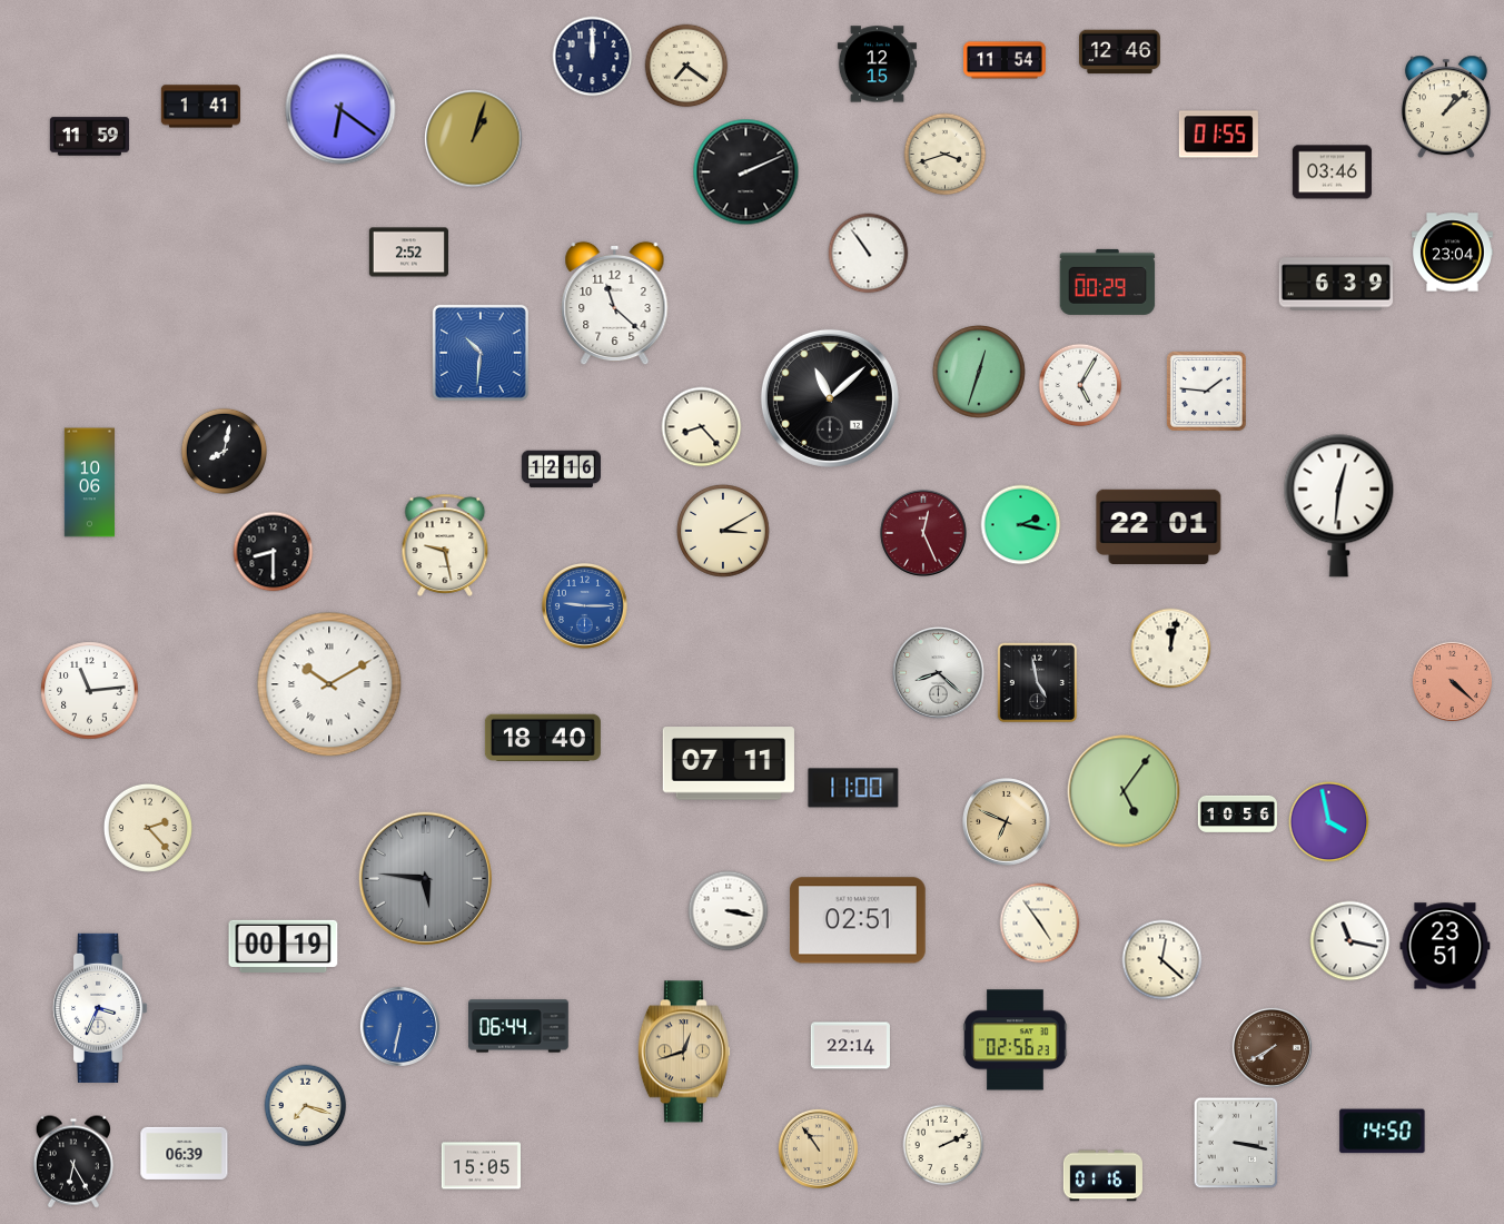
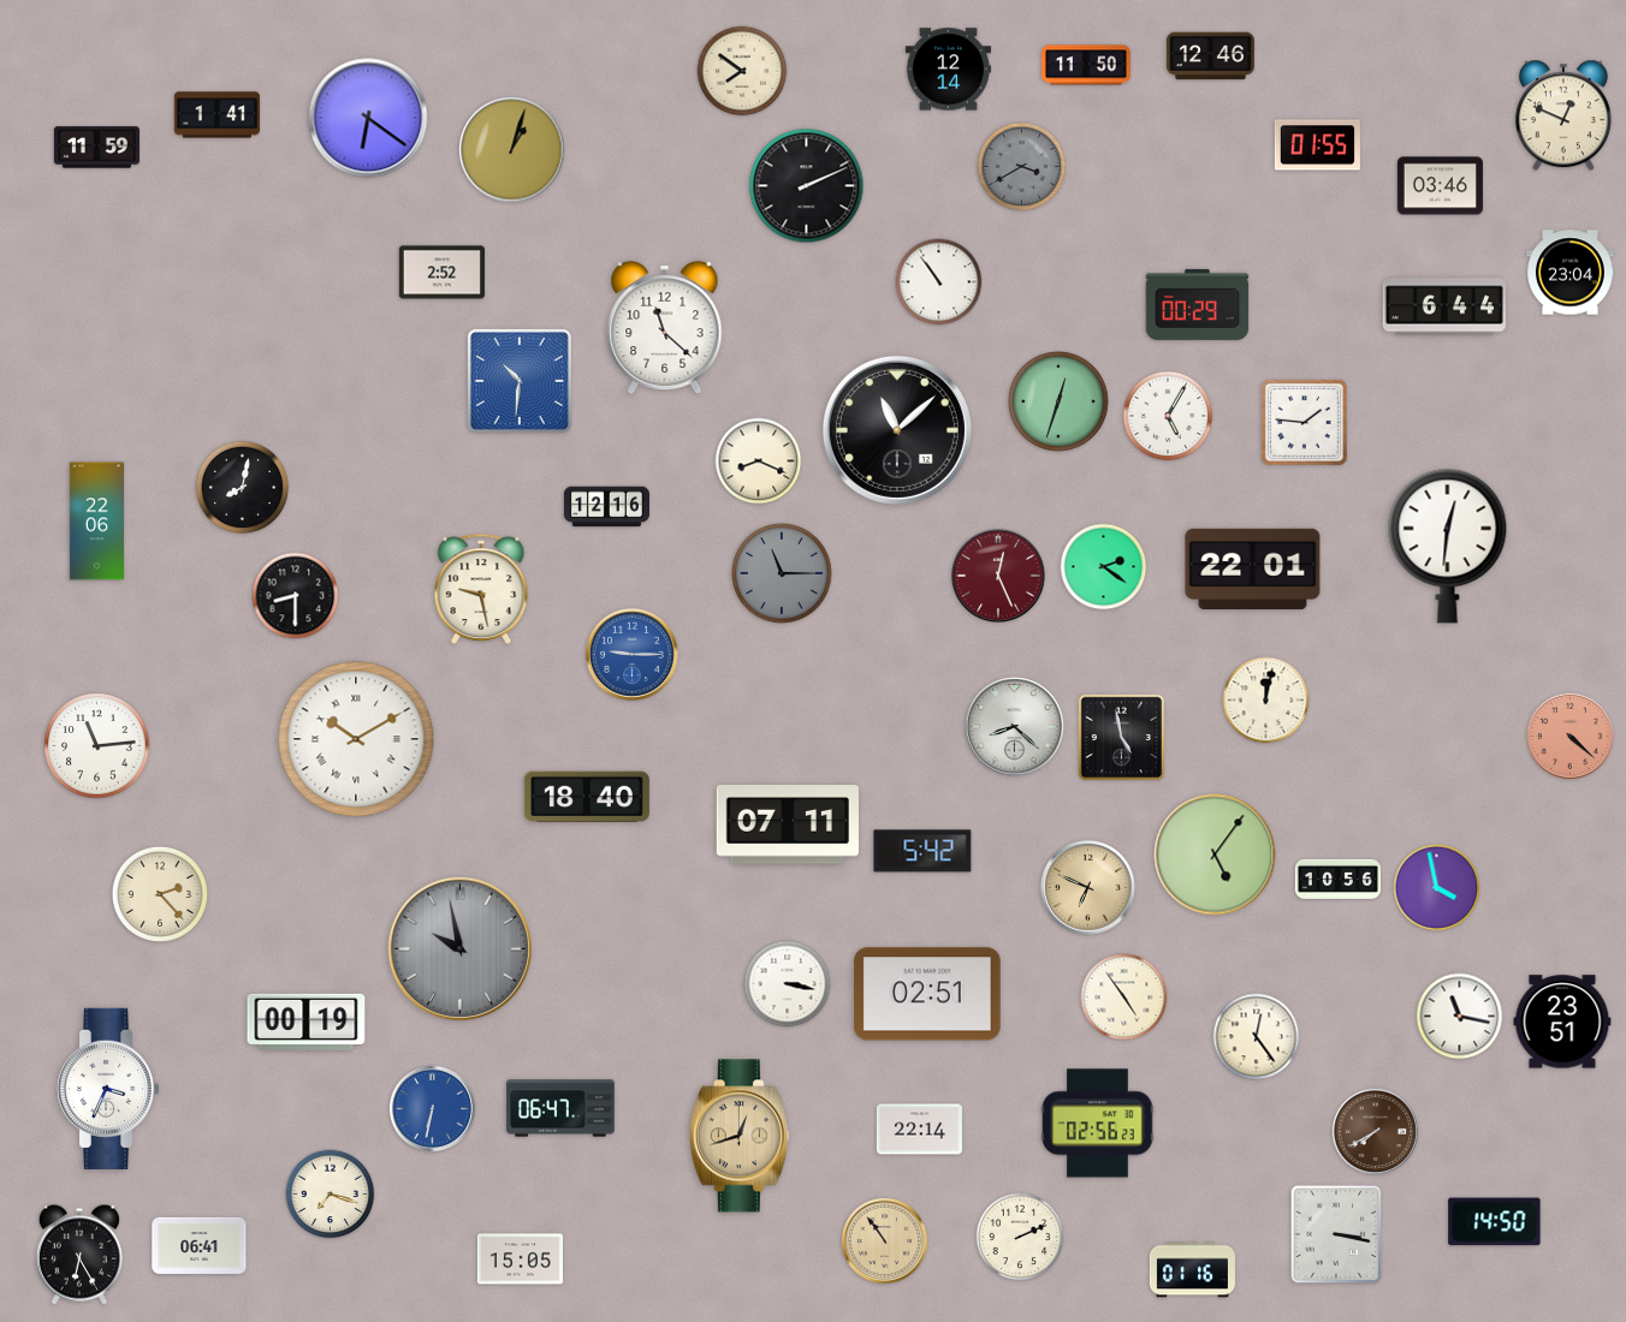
clock at (593, 57): 12:00 -> none
clock at (1005, 60): 11:54 -> 11:50
clock at (877, 65): 12:15 -> 12:14
clock at (686, 66): 7:21 -> 7:51
clock at (1446, 107): 1:08 -> 12:49
clock at (946, 155): 3:42 -> 3:40
clock at (946, 155) dial: cream -> grey
clock at (869, 254) position: (869, 254) -> (939, 282)
clock at (1335, 284): 6:39 -> 6:44
clock at (702, 427): 8:23 -> 8:19
clock at (90, 483): 10:06 -> 22:06
clock at (1021, 525): 2:17 -> 2:21
clock at (724, 532): 3:10 -> 11:15
clock at (724, 532) dial: cream -> grey
clock at (853, 788): 11:00 -> 5:42
clock at (425, 878): 5:46 -> 9:58
clock at (1162, 960): 12:22 -> 12:24
clock at (518, 1026): 06:44 -> 06:47
clock at (185, 1153): 06:39 -> 06:41
